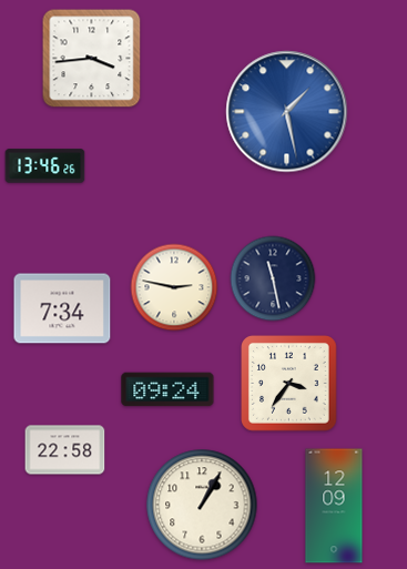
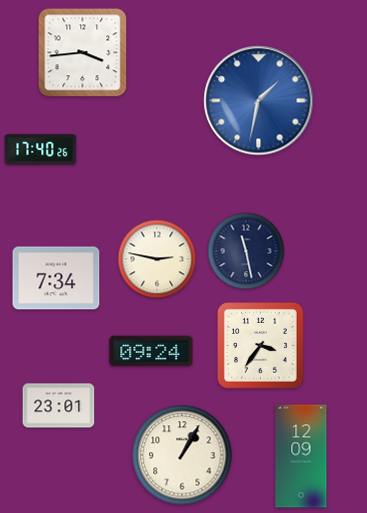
clock at (287, 112): 1:28 -> 1:32
clock at (45, 166): 13:46 -> 17:40
clock at (65, 450): 22:58 -> 23:01
